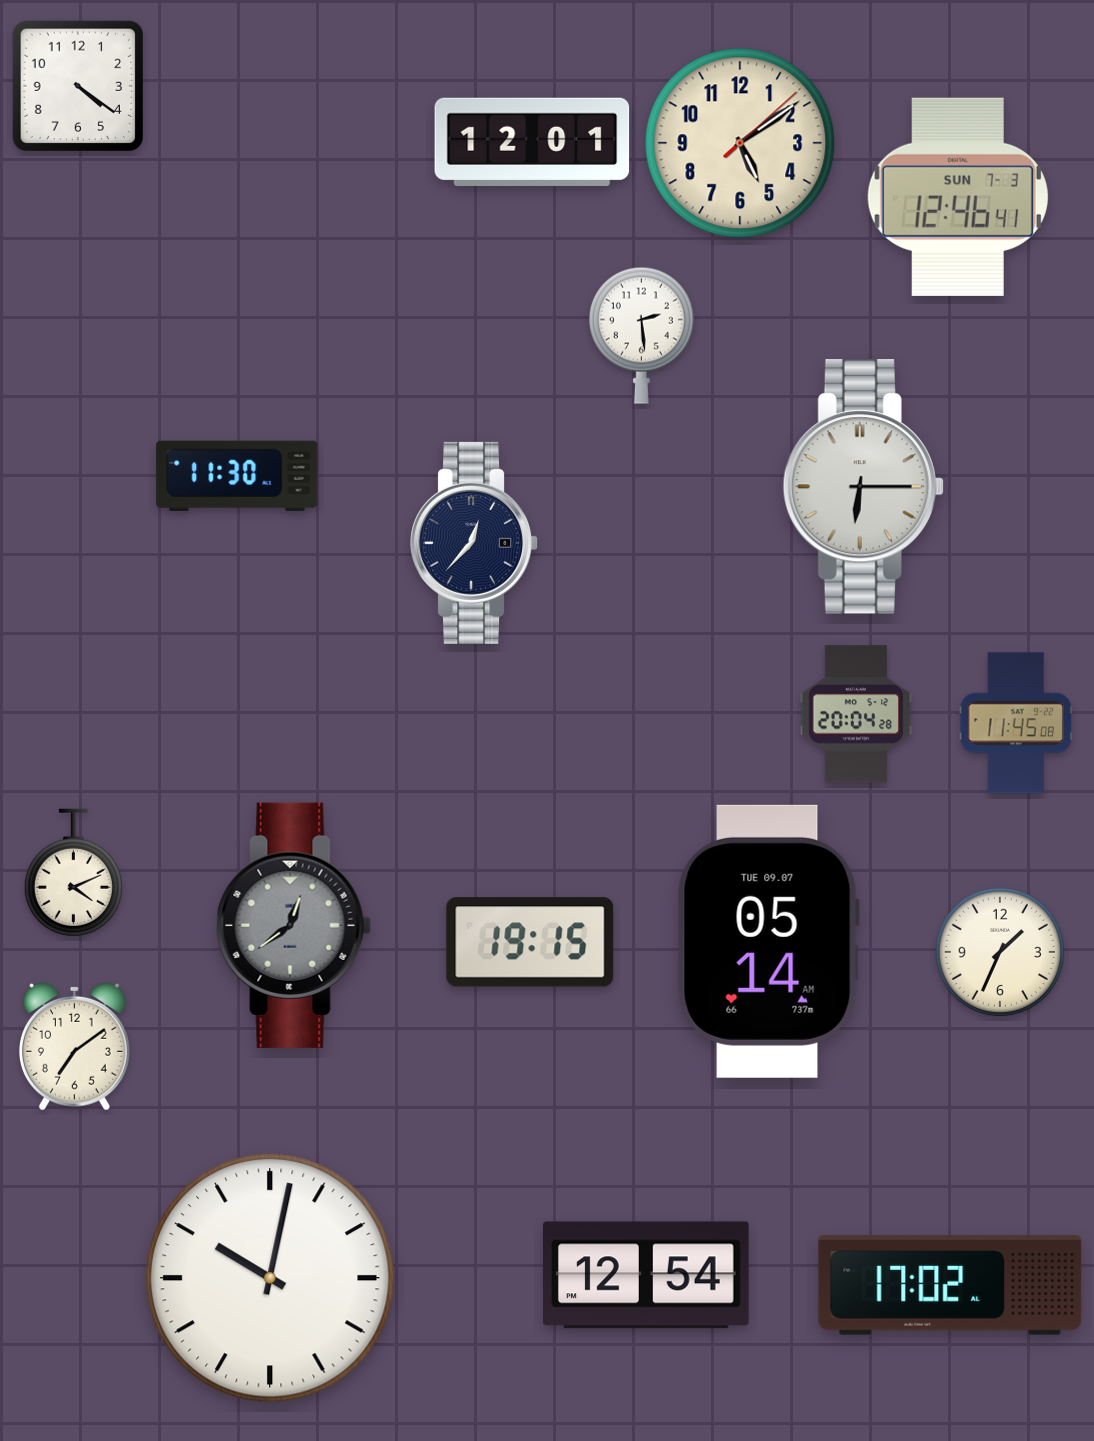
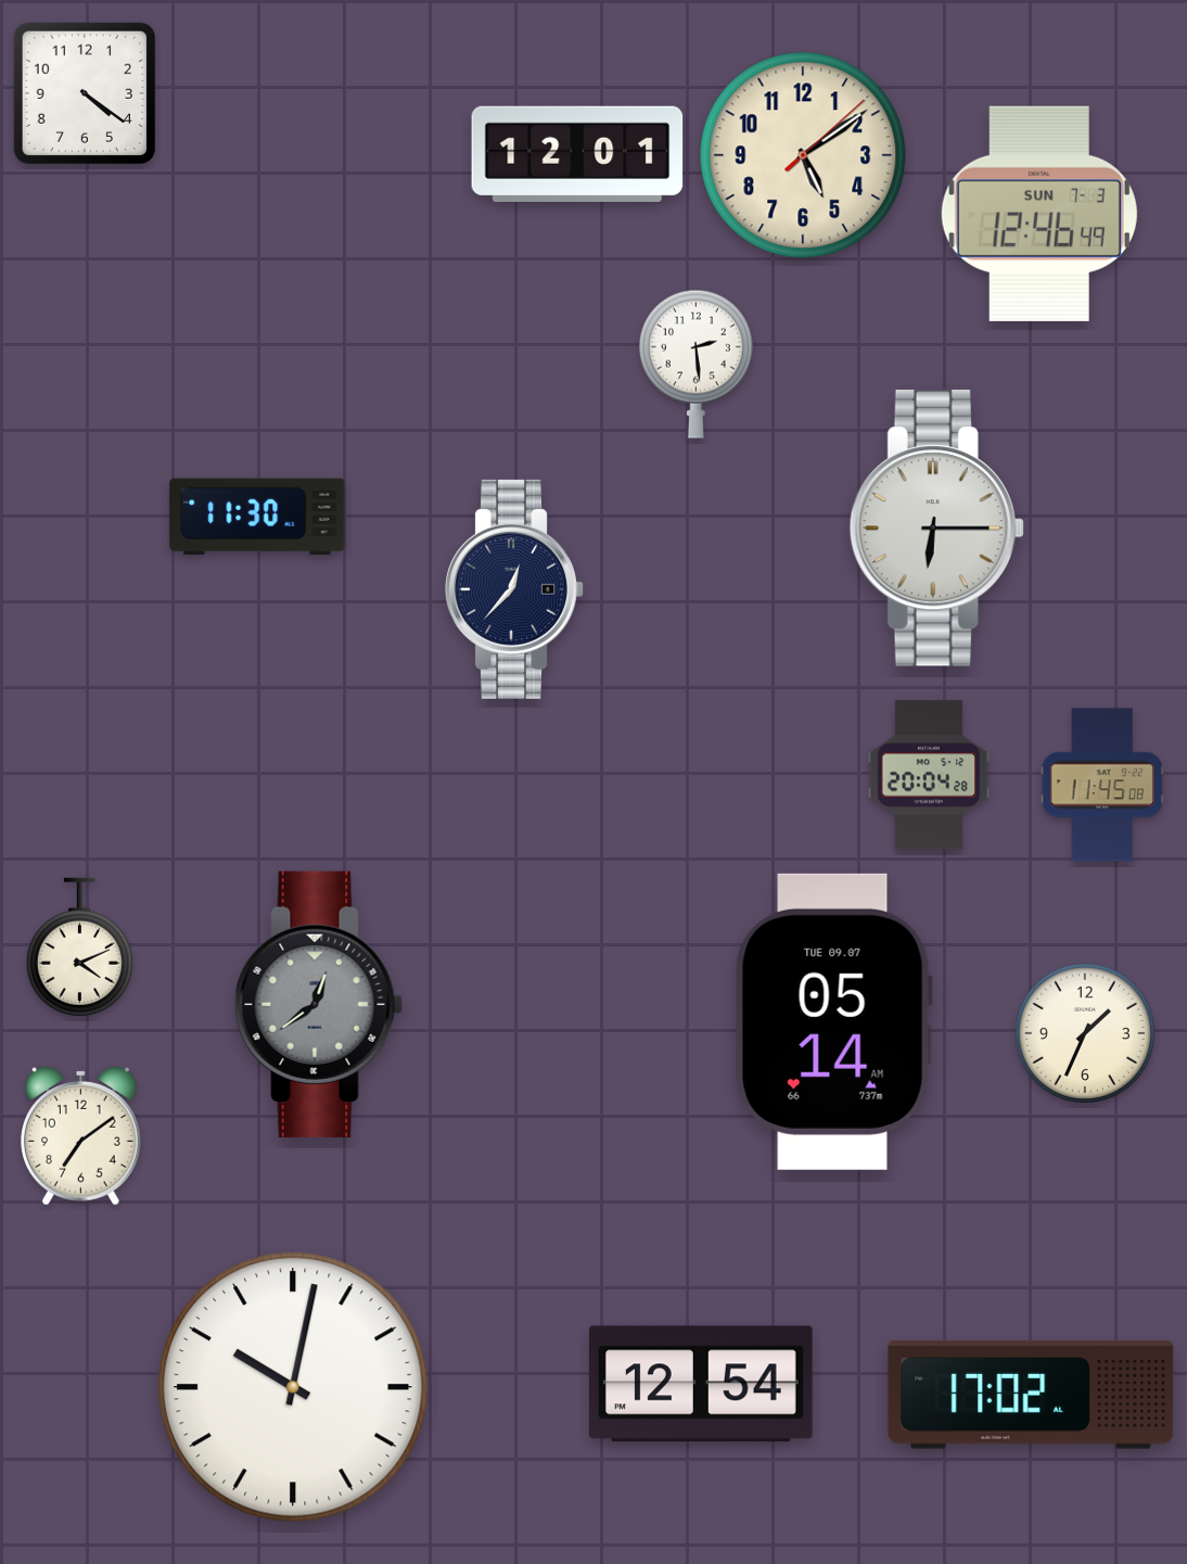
clock at (958, 197): 12:46:41 -> 12:46:49
clock at (530, 942): 19:15 -> none
